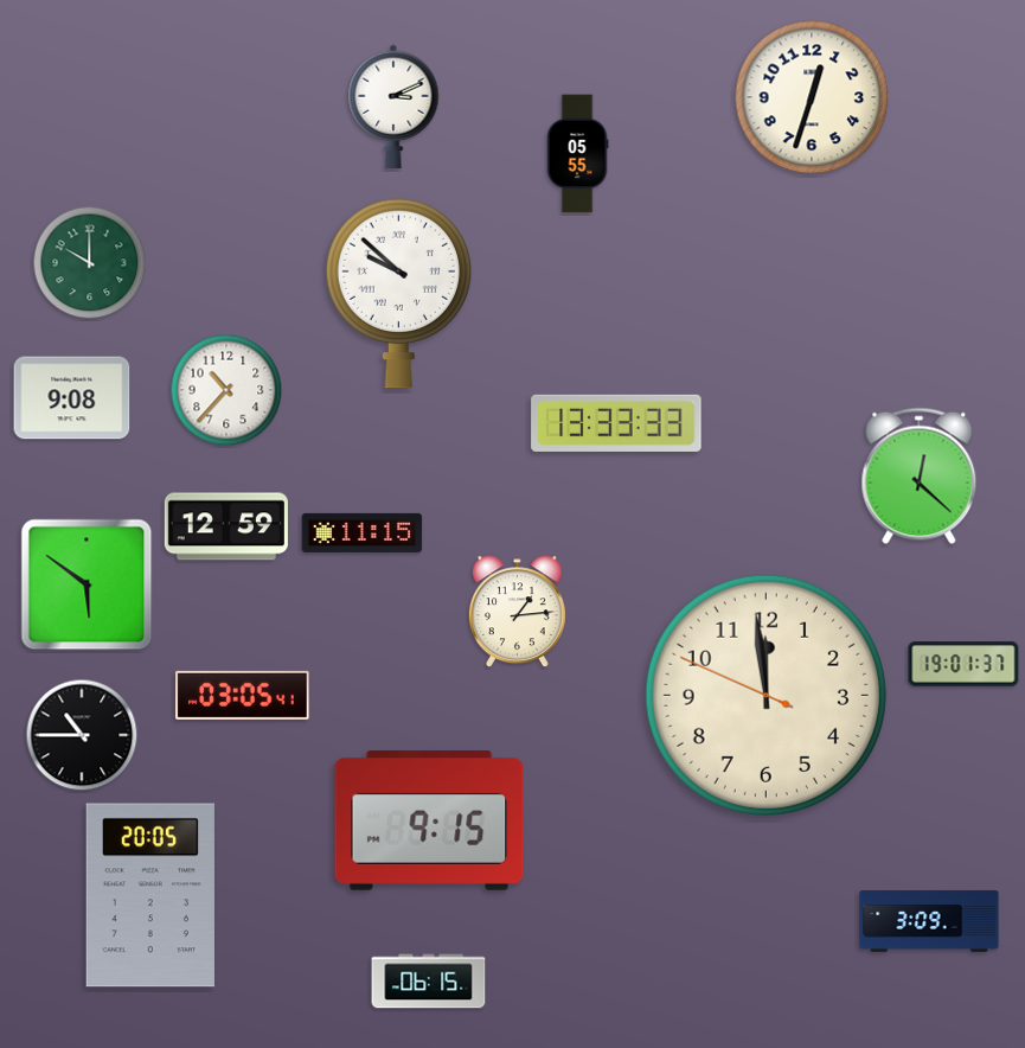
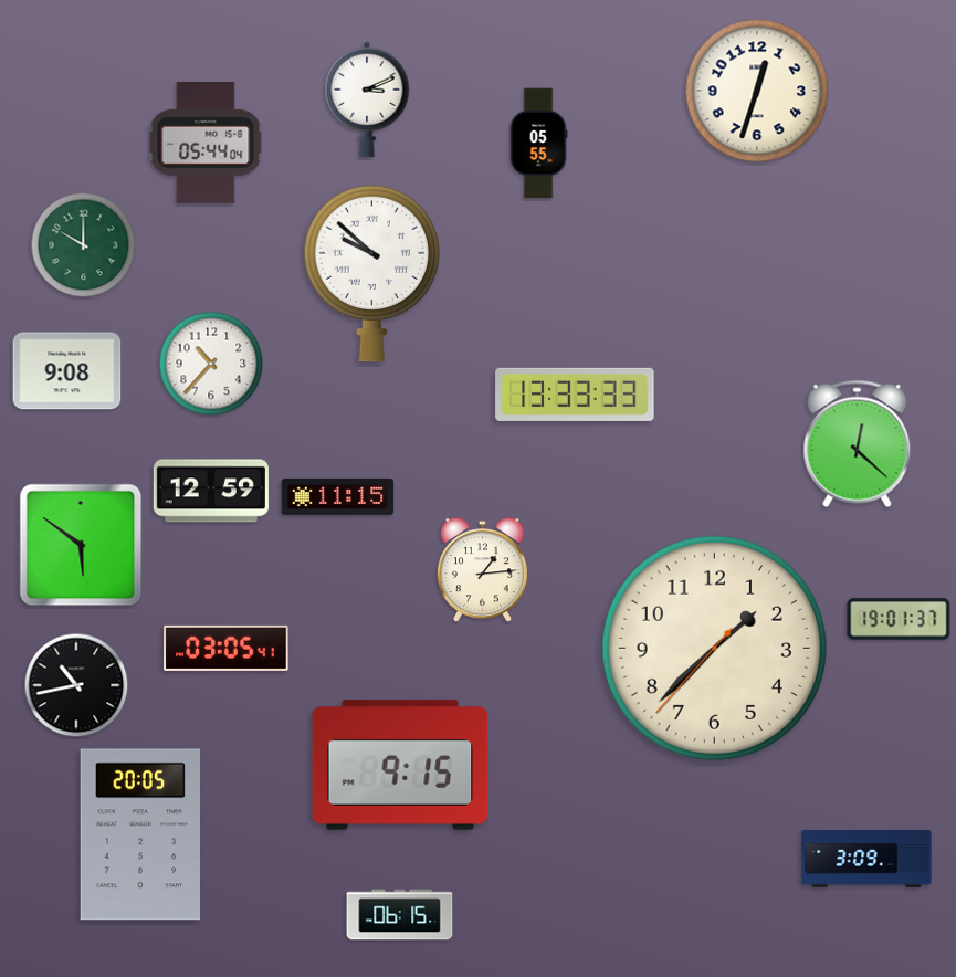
clock at (206, 144): none -> 05:44
clock at (765, 695): 11:58 -> 1:37
clock at (82, 735): 10:45 -> 10:43
